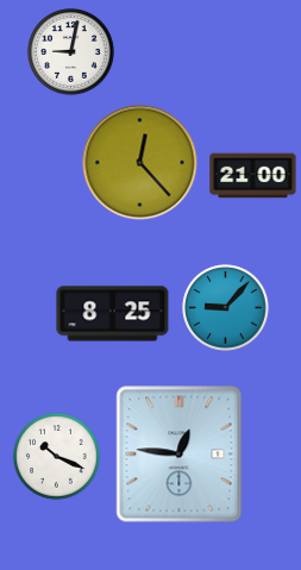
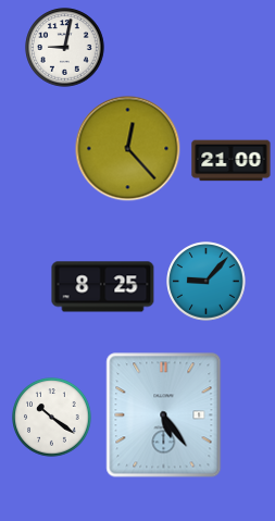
clock at (180, 455): 12:46 -> 5:24
clock at (57, 457): 10:19 -> 10:21
